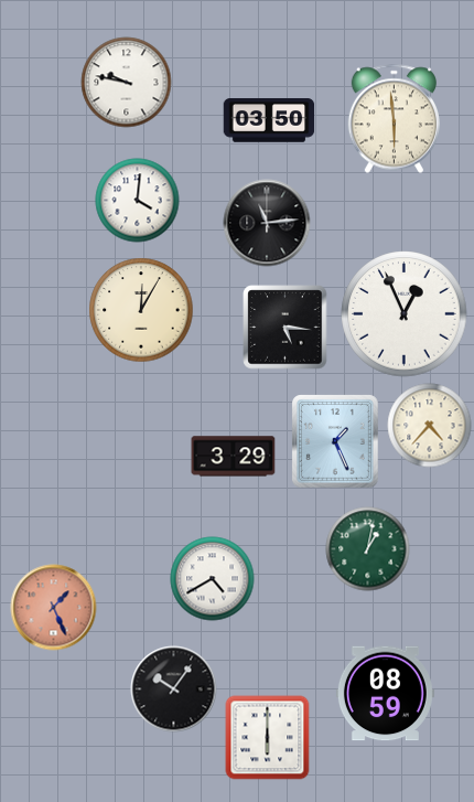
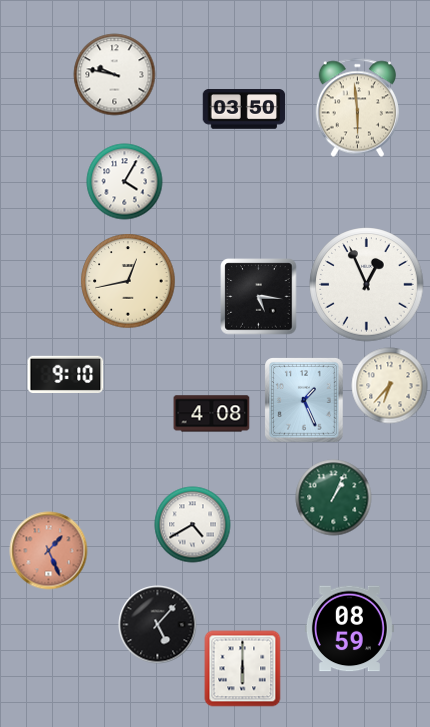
clock at (138, 201): 4:01 -> 4:05
clock at (267, 223): 11:14 -> none
clock at (141, 310): 12:05 -> 12:43
clock at (66, 374): none -> 9:10
clock at (430, 426): 4:37 -> 6:37
clock at (234, 457): 3:29 -> 4:08
clock at (368, 549): 1:02 -> 1:04
clock at (174, 689): 10:06 -> 5:07
